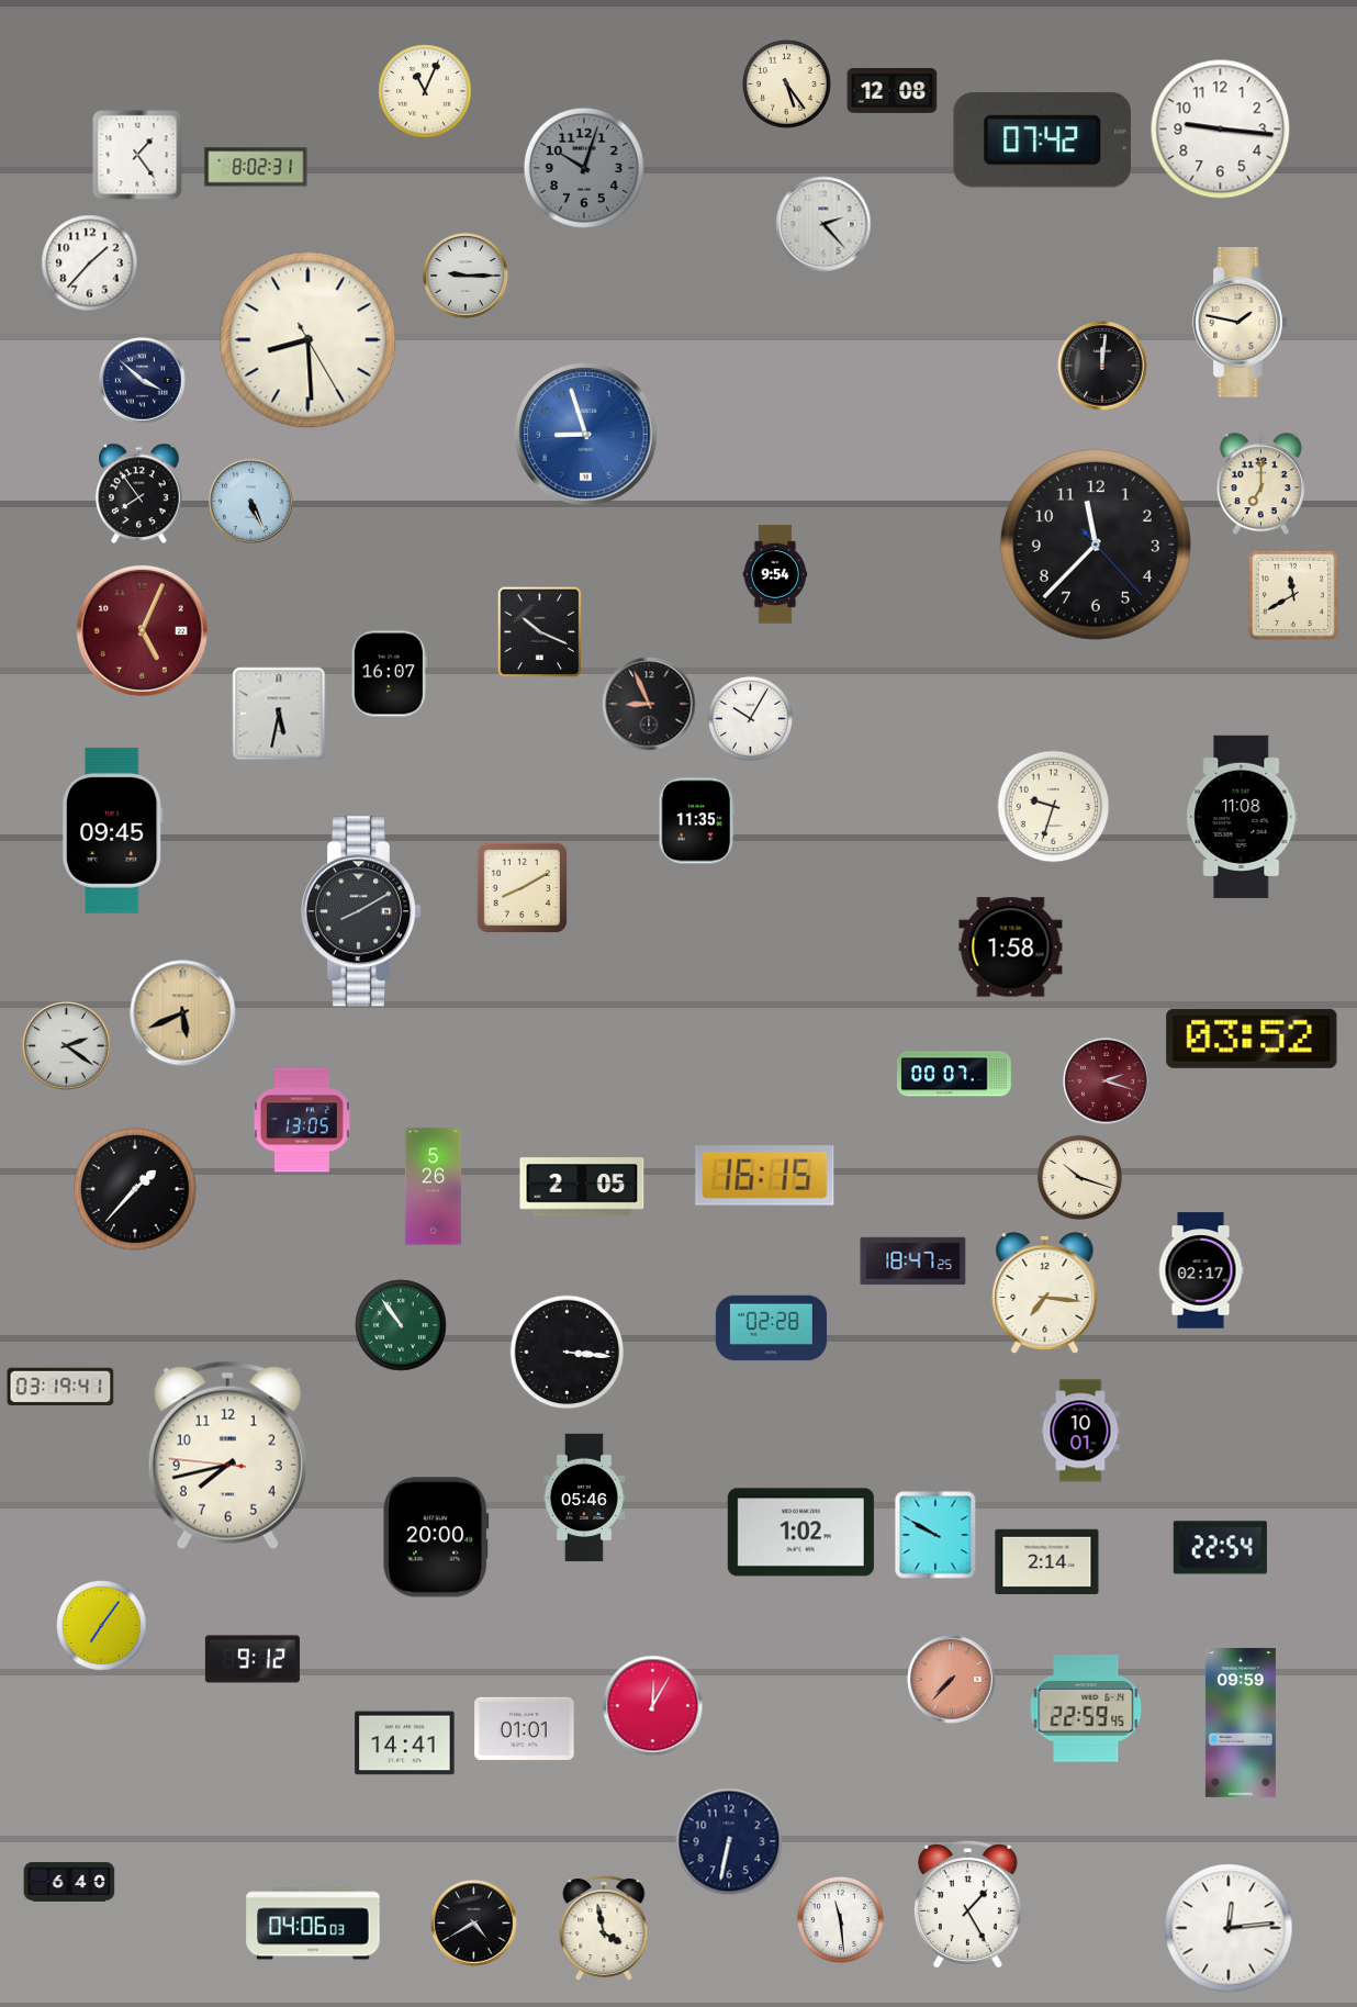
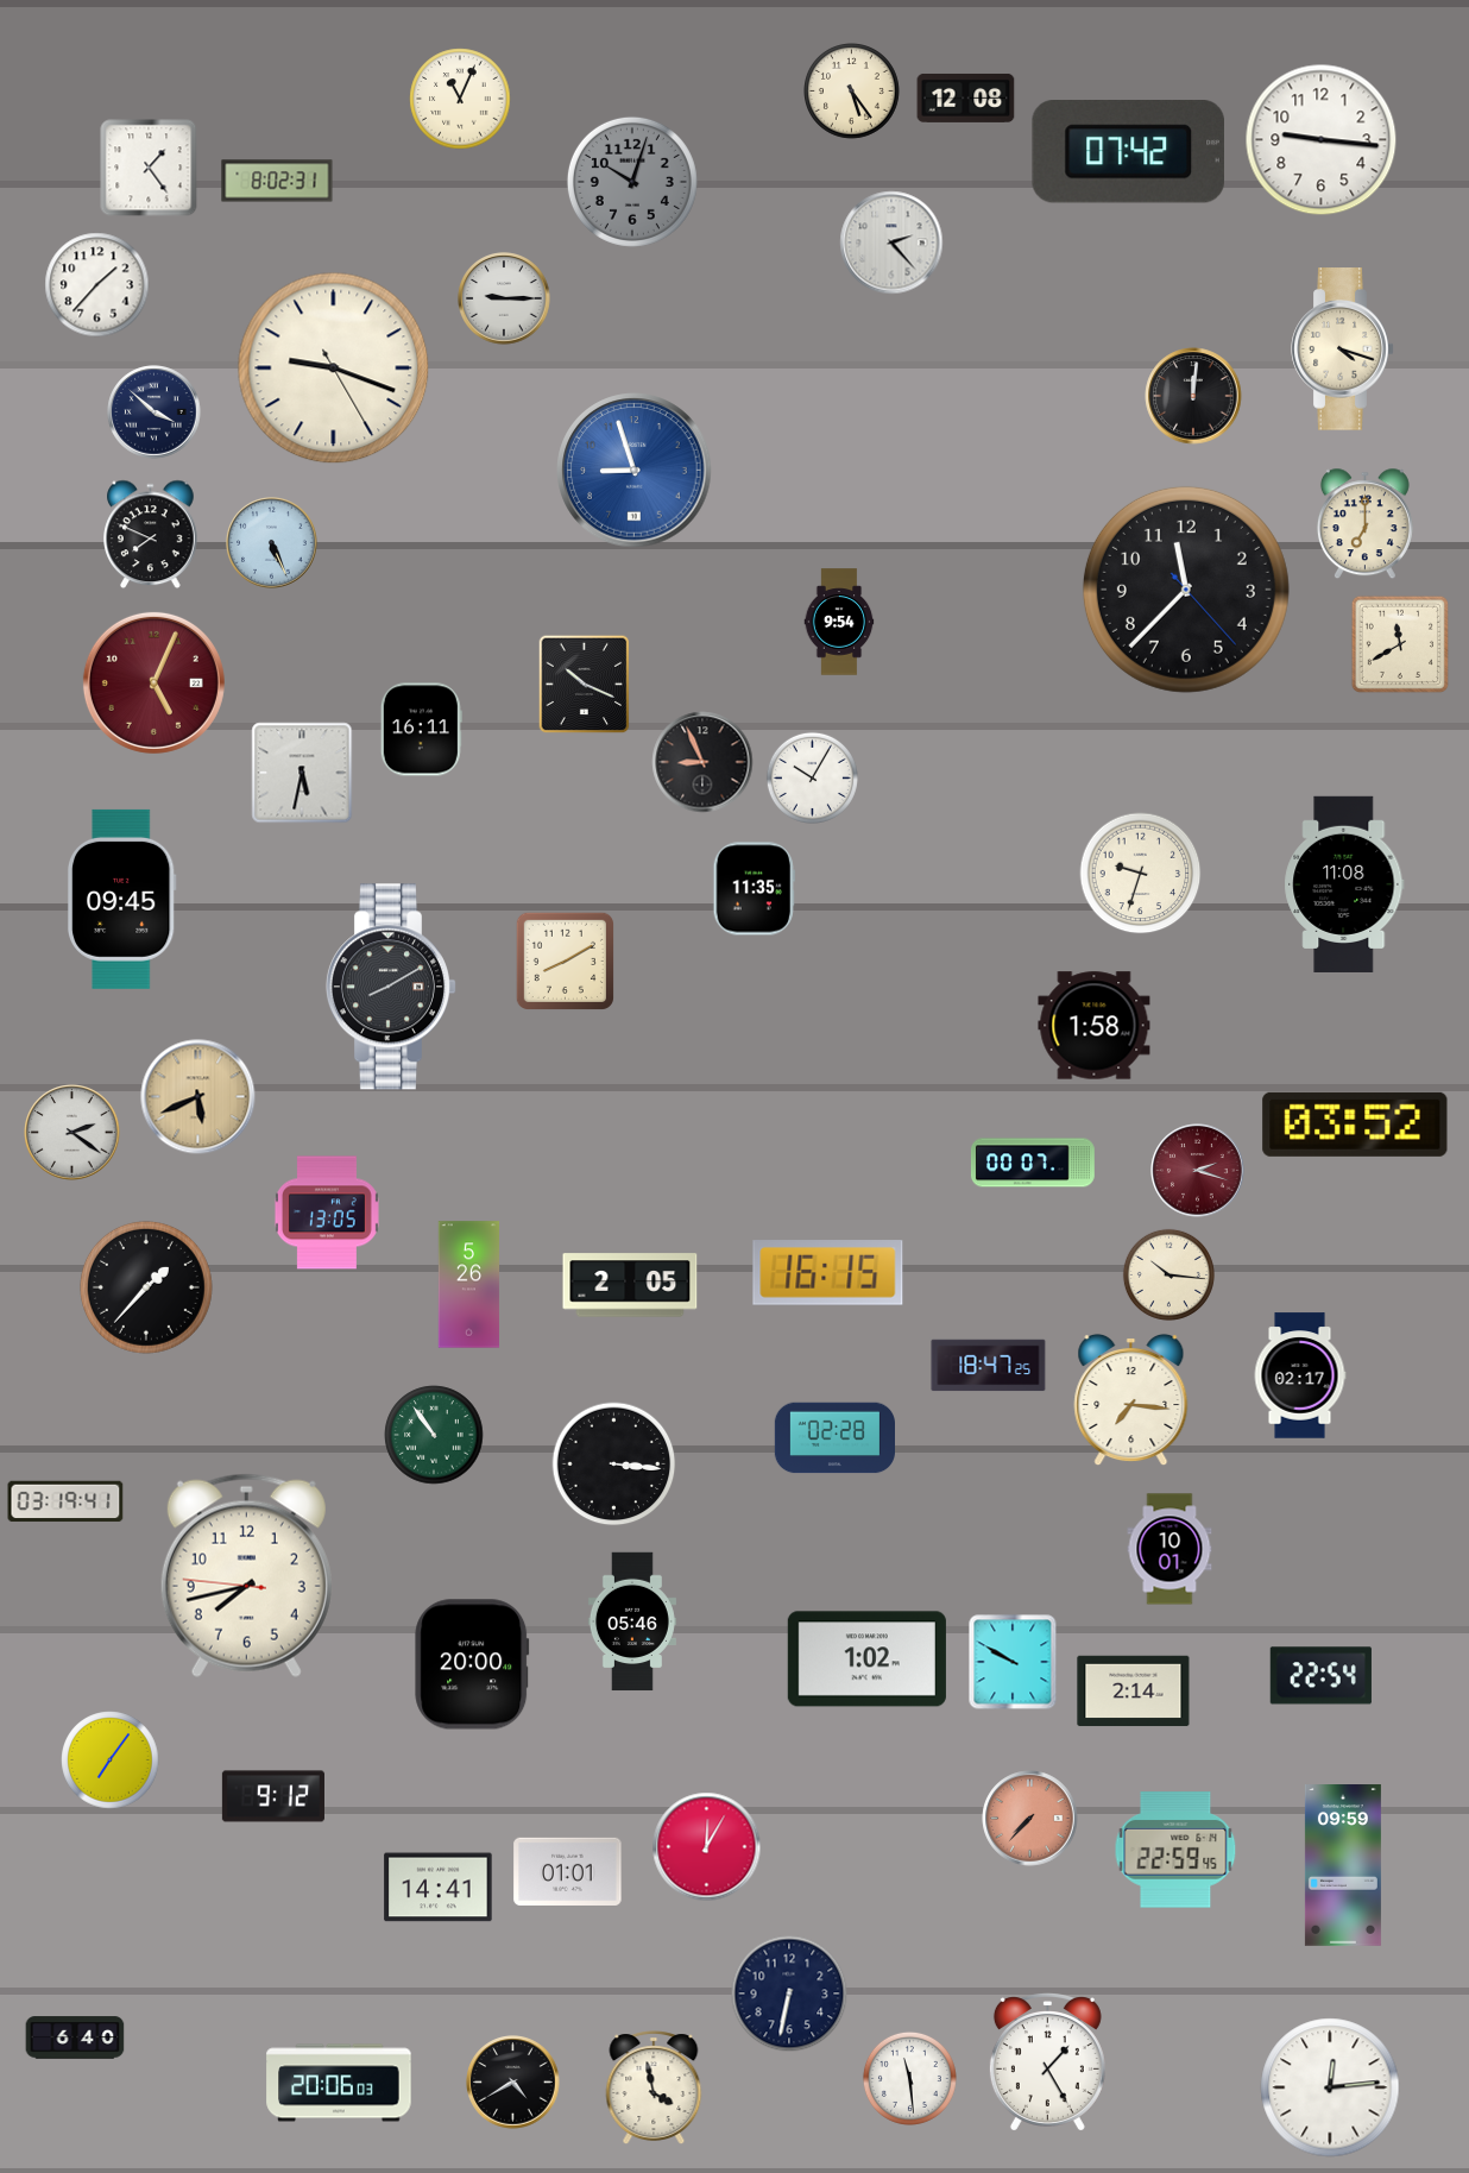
clock at (1241, 323): 1:47 -> 4:18
clock at (309, 340): 8:29 -> 9:18
clock at (139, 494): 7:54 -> 7:49
clock at (389, 674): 16:07 -> 16:11
clock at (1079, 1177): 10:18 -> 10:16
clock at (313, 1924): 04:06 -> 20:06
